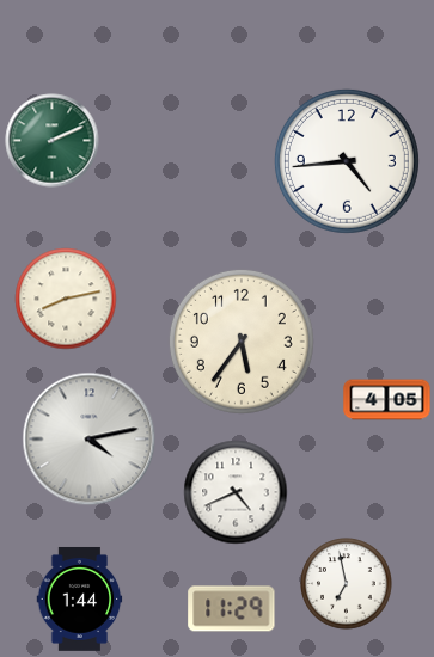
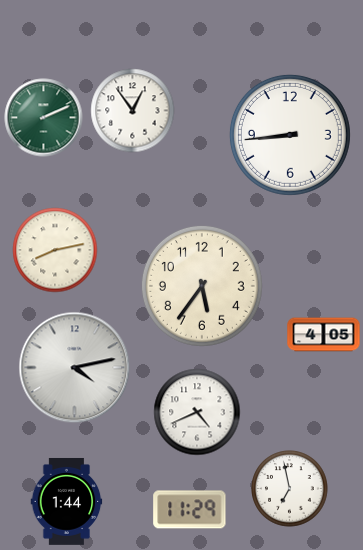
clock at (133, 111): none -> 12:54
clock at (347, 161): 4:44 -> 8:44
clock at (232, 609) position: (232, 609) -> (190, 510)
